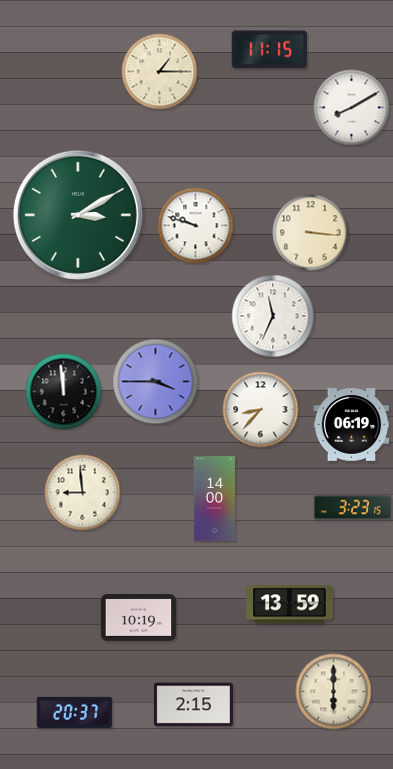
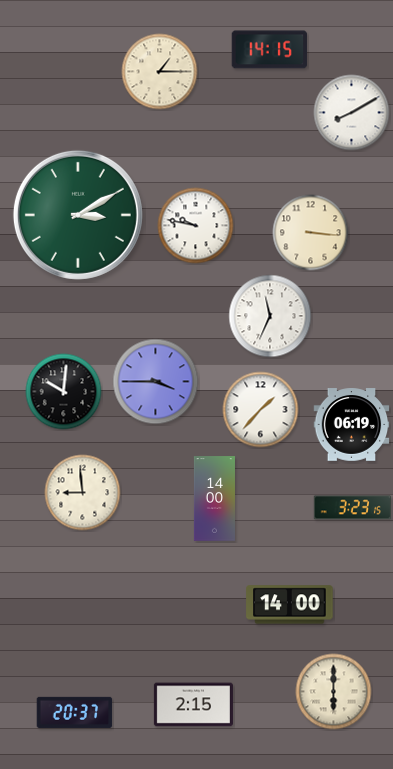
clock at (270, 50): 11:15 -> 14:15
clock at (352, 108) position: (352, 108) -> (352, 113)
clock at (196, 226): 9:48 -> 9:47
clock at (273, 316) position: (273, 316) -> (270, 316)
clock at (64, 392): 11:59 -> 10:01
clock at (261, 410): 8:37 -> 1:37
clock at (290, 605): 13:59 -> 14:00
clock at (139, 618): 10:19 -> none
